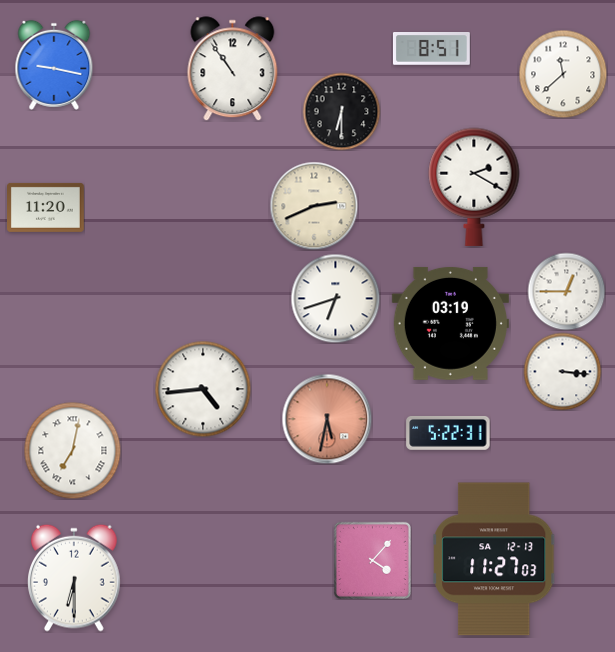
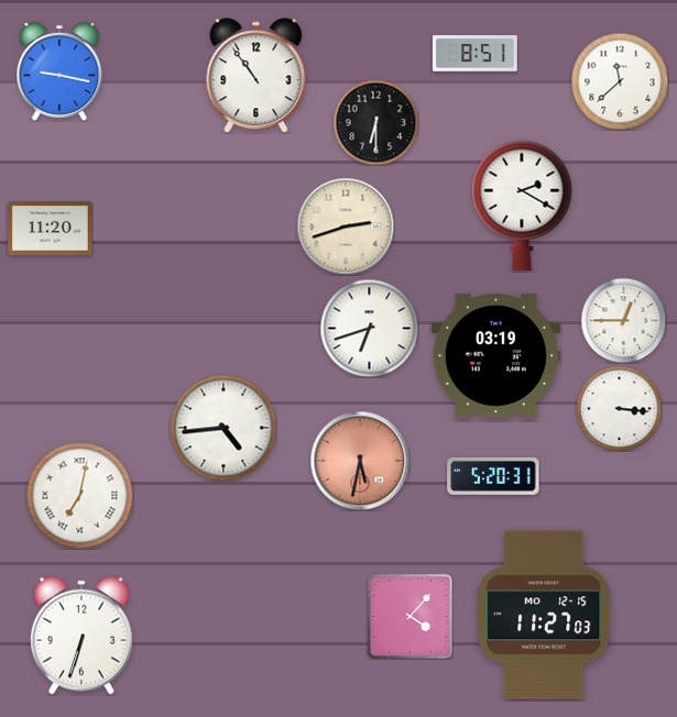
clock at (314, 206): 2:41 -> 2:42
clock at (448, 433): 5:22 -> 5:20
clock at (494, 559) date: SA 12-13 -> MO 12-15
clock at (75, 578): 6:30 -> 6:33
